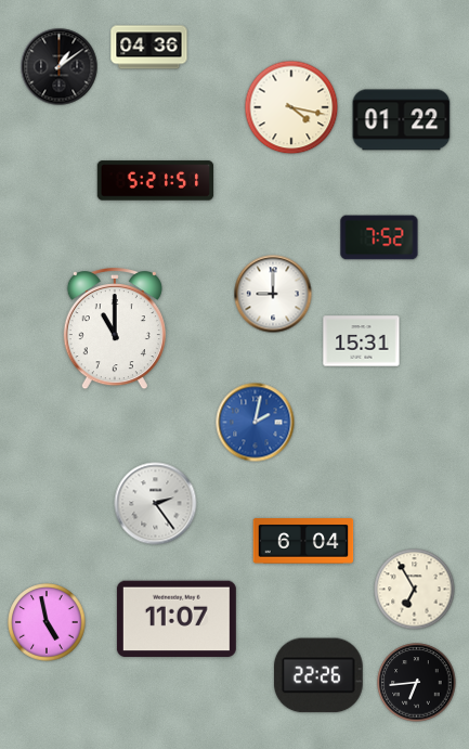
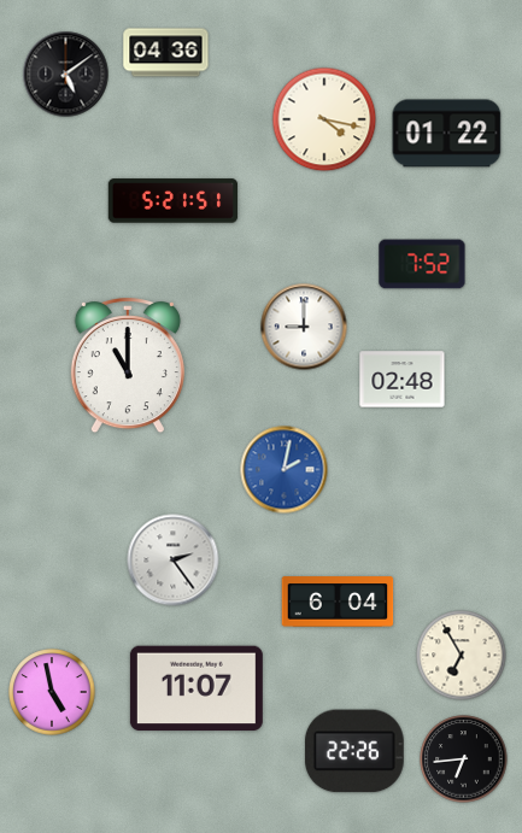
clock at (60, 67): 1:09 -> 5:09
clock at (362, 341): 15:31 -> 02:48
